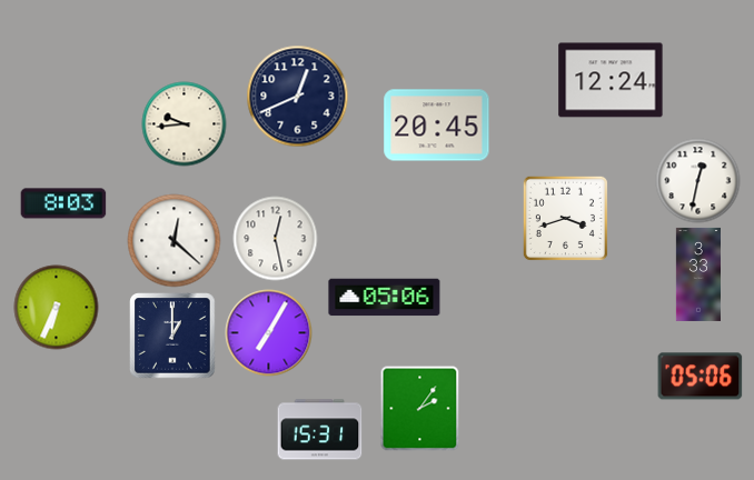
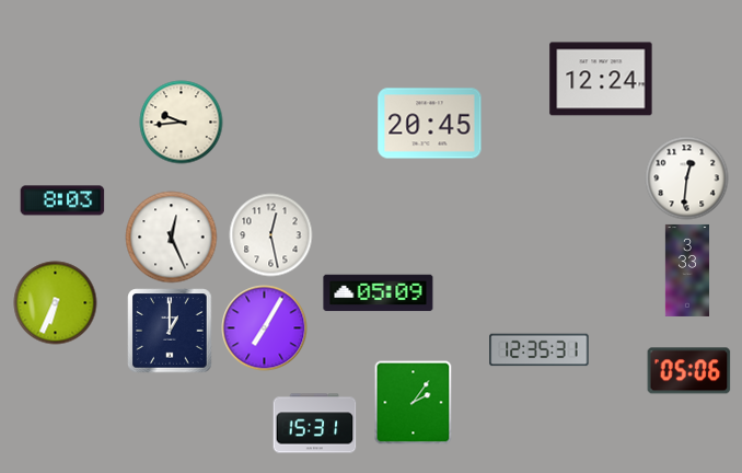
clock at (298, 97): 12:41 -> none
clock at (698, 181): 12:32 -> 12:31
clock at (565, 218): 3:42 -> none
clock at (175, 241): 12:22 -> 12:26
clock at (385, 298): 05:06 -> 05:09
clock at (540, 350): none -> 12:35
